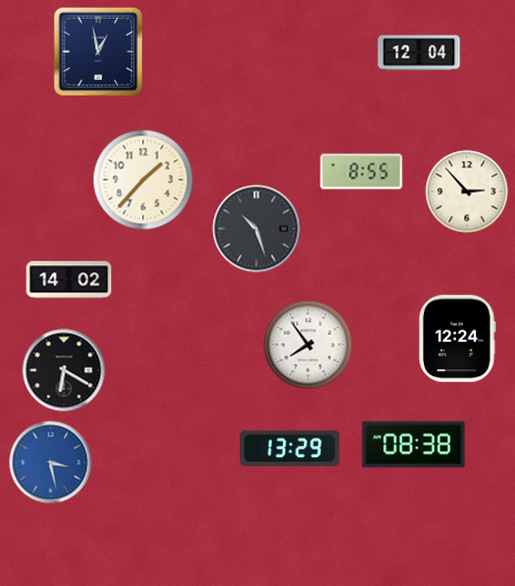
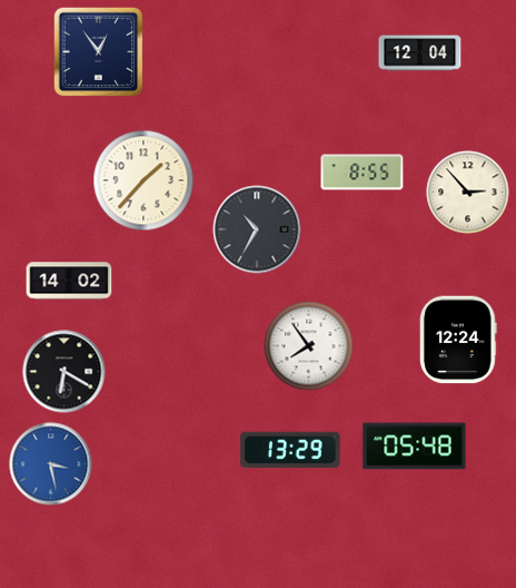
clock at (99, 52): 12:58 -> 12:54
clock at (256, 229): 10:27 -> 10:35
clock at (414, 445): 08:38 -> 05:48
